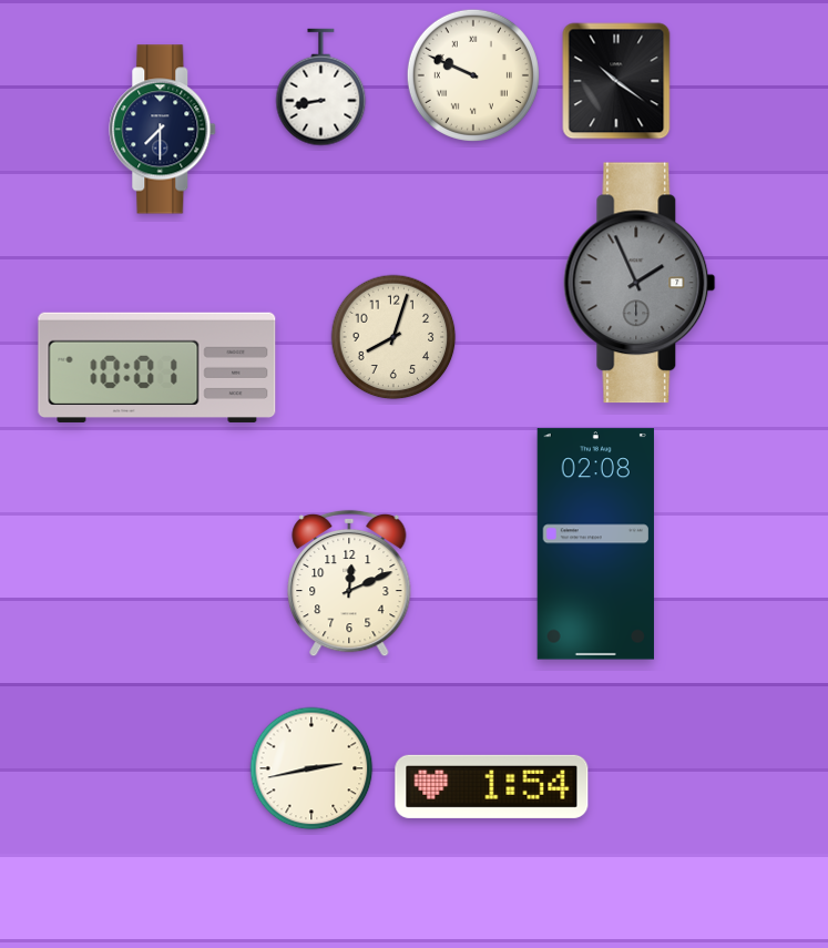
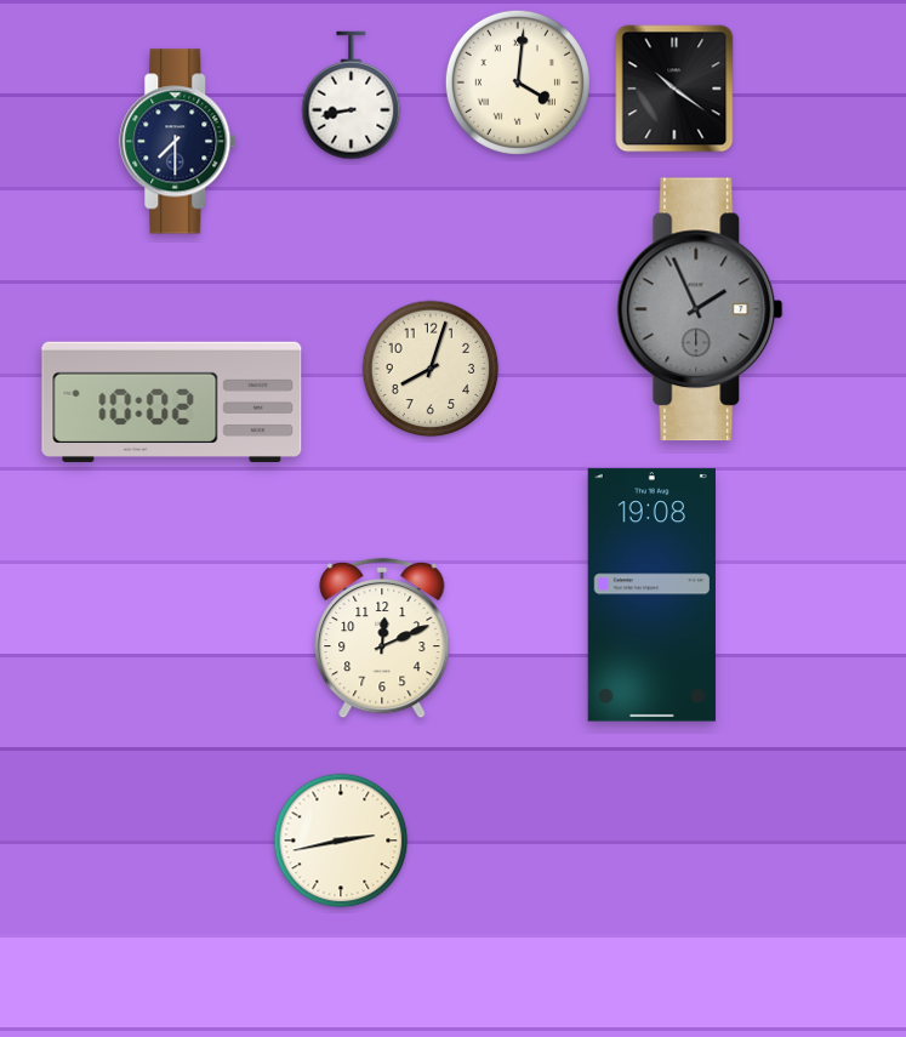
clock at (473, 75): 9:49 -> 4:01
clock at (157, 367): 10:01 -> 10:02
clock at (595, 544): 02:08 -> 19:08
clock at (492, 786): 1:54 -> none
